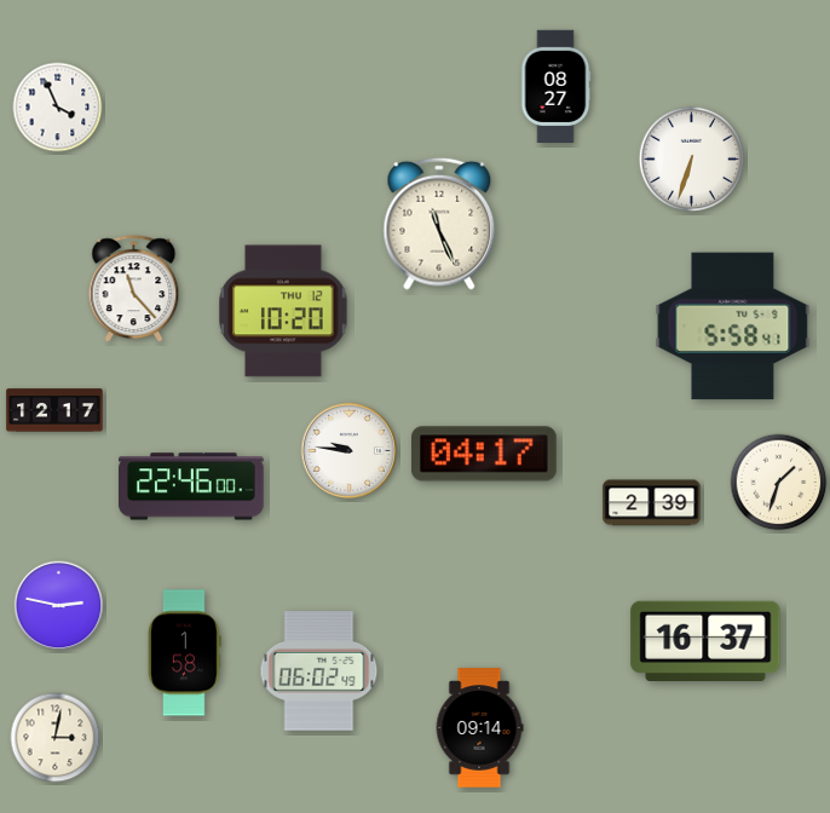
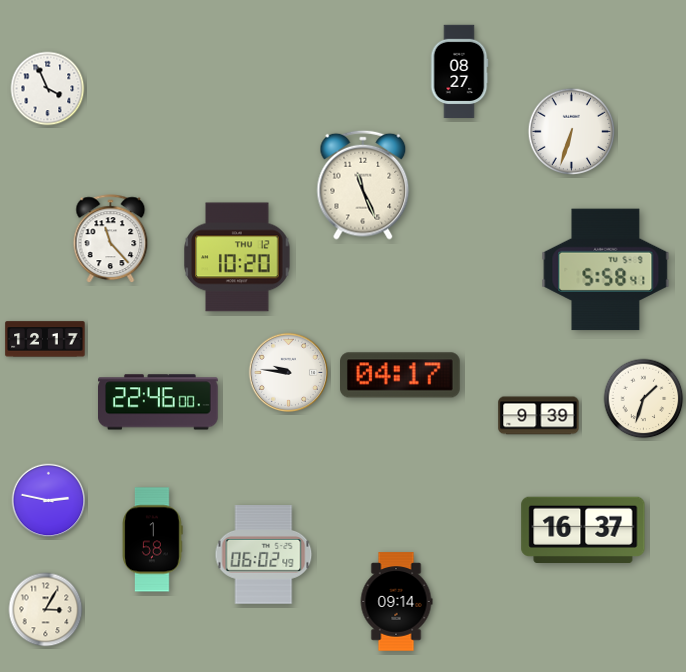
clock at (283, 311) position: (283, 311) -> (237, 257)
clock at (652, 503): 2:39 -> 9:39
clock at (56, 738): 3:02 -> 3:05
